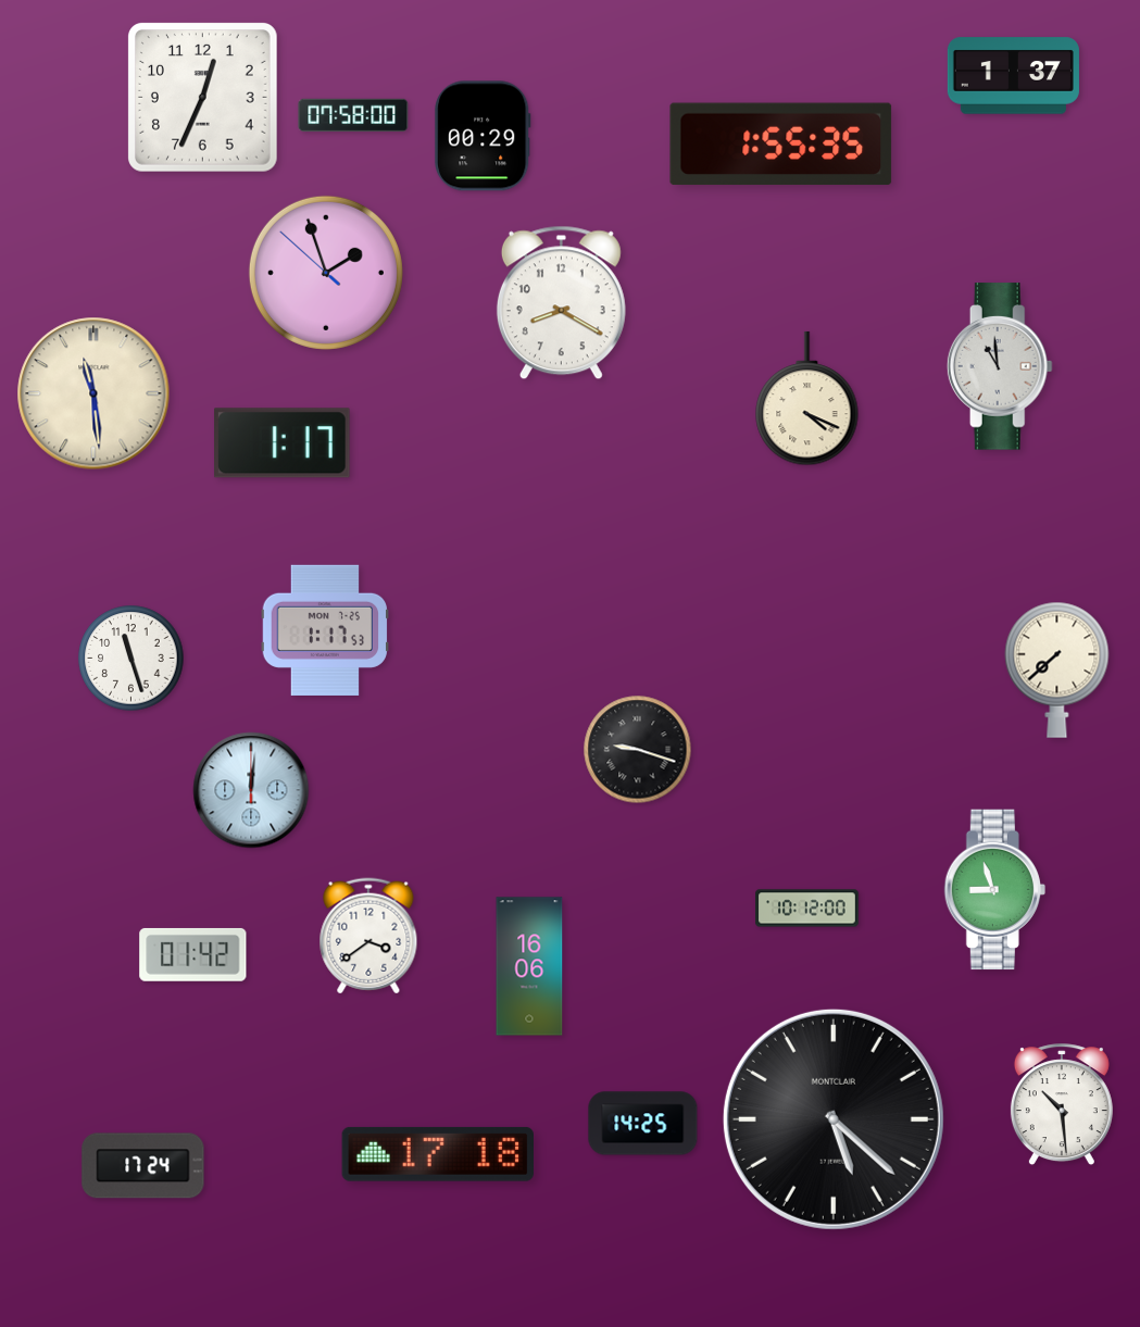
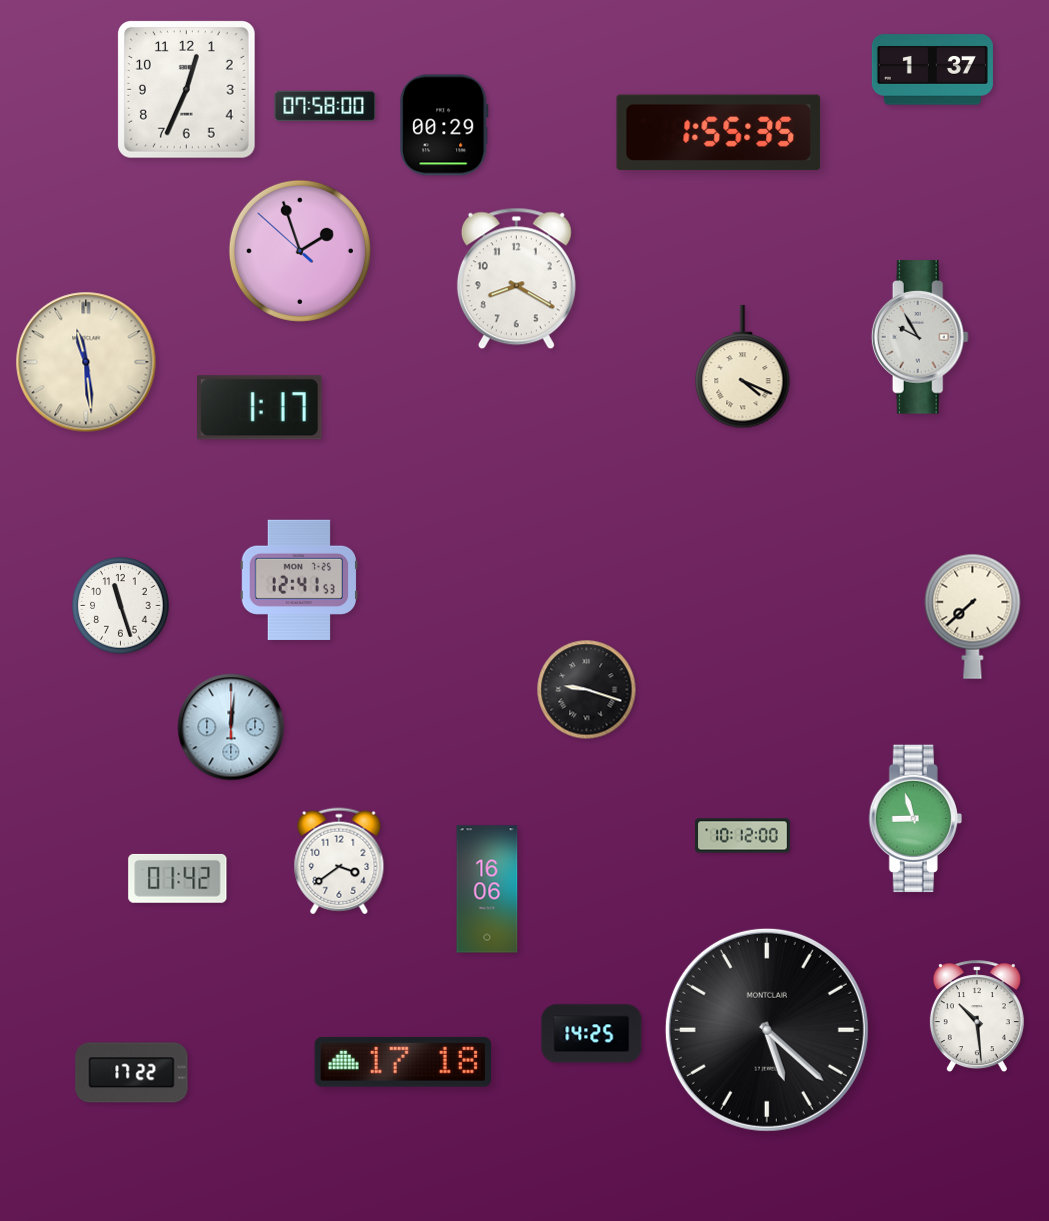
clock at (1000, 366): 10:59 -> 9:55
clock at (325, 630): 1:17 -> 12:41
clock at (143, 1166): 17:24 -> 17:22
